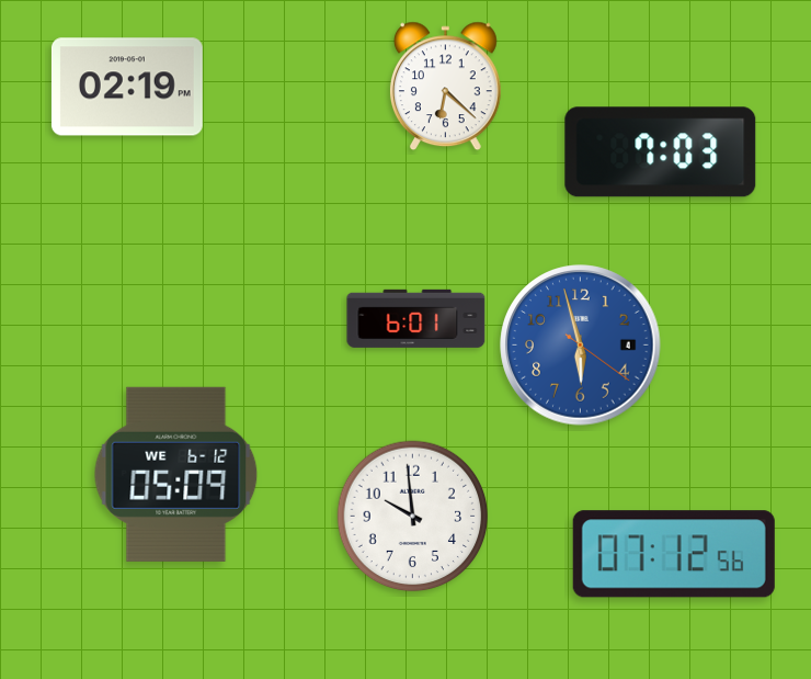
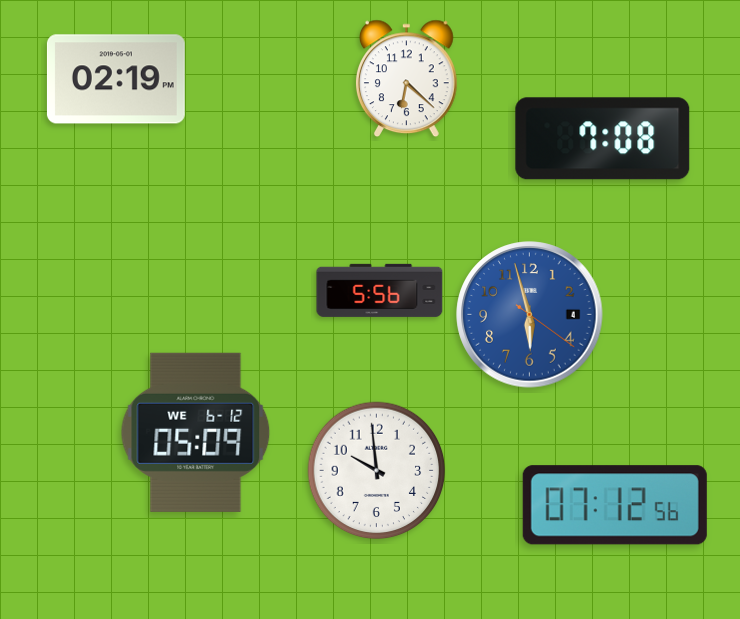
clock at (661, 152): 7:03 -> 7:08
clock at (416, 318): 6:01 -> 5:56
clock at (176, 474) position: (176, 474) -> (196, 432)
